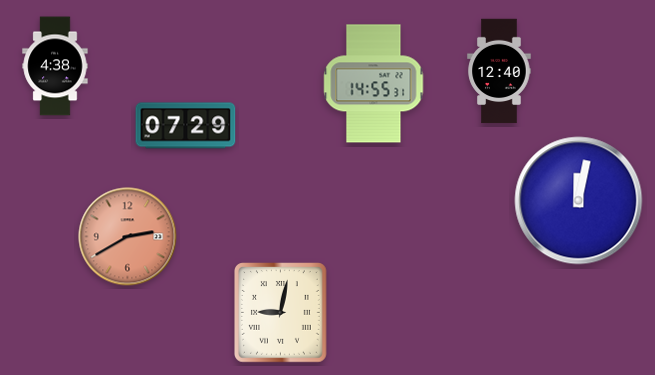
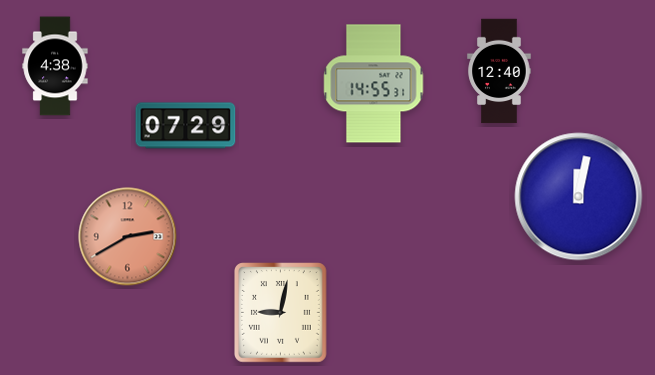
clock at (579, 201) position: (579, 201) -> (579, 197)
